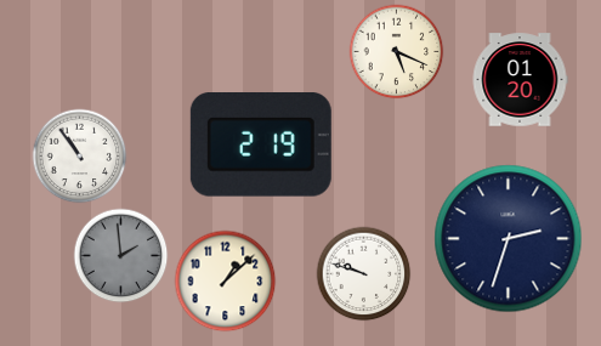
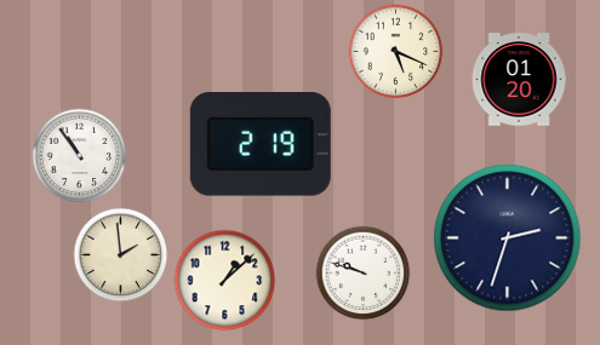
clock at (120, 255) dial: grey -> cream
